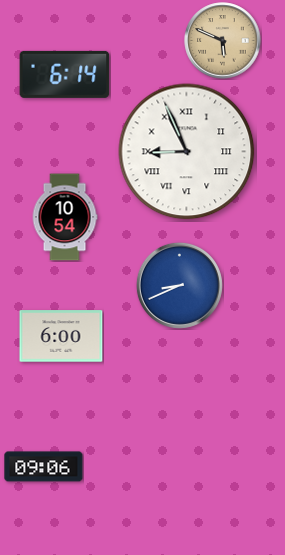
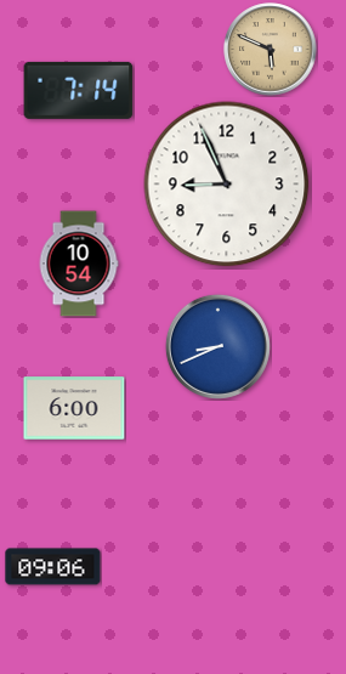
clock at (65, 74): 6:14 -> 7:14
clock at (187, 152) numerals: Roman -> Arabic
